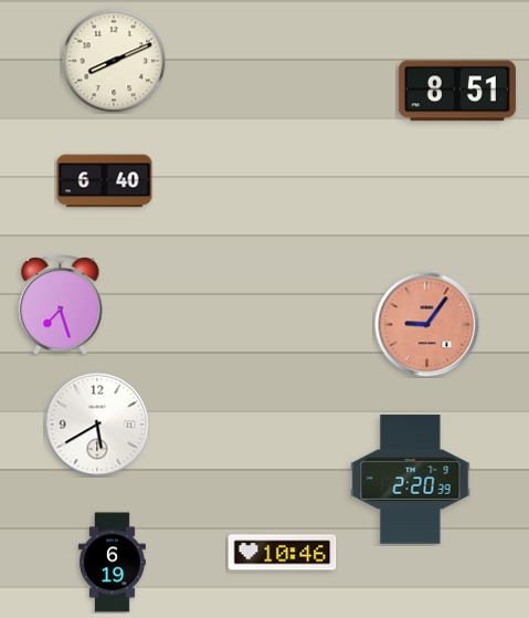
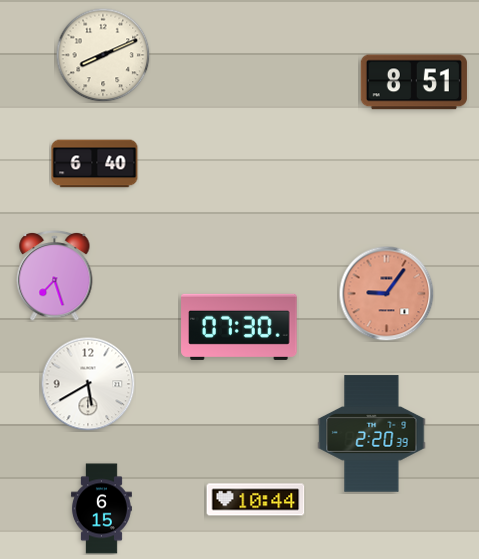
clock at (239, 327): none -> 07:30
clock at (283, 553): 10:46 -> 10:44
clock at (113, 563): 6:19 -> 6:15
